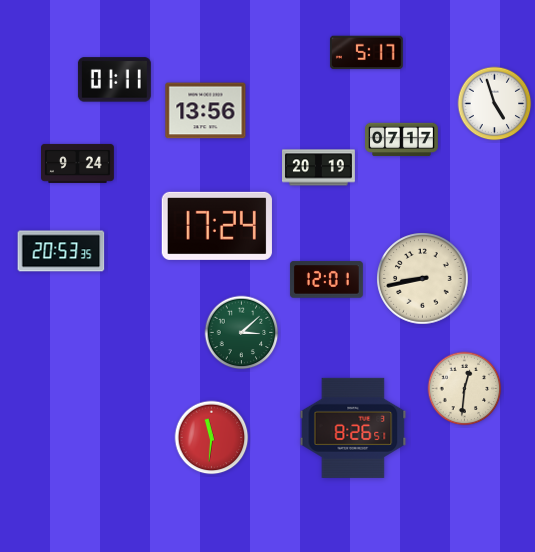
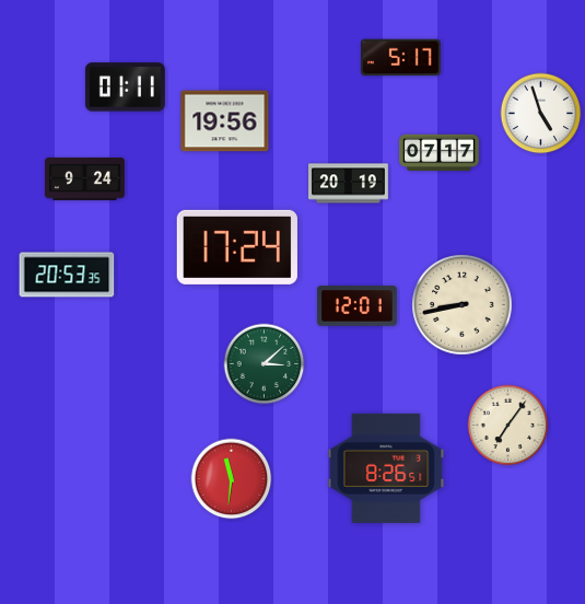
clock at (206, 111): 13:56 -> 19:56
clock at (465, 389): 12:31 -> 7:06
